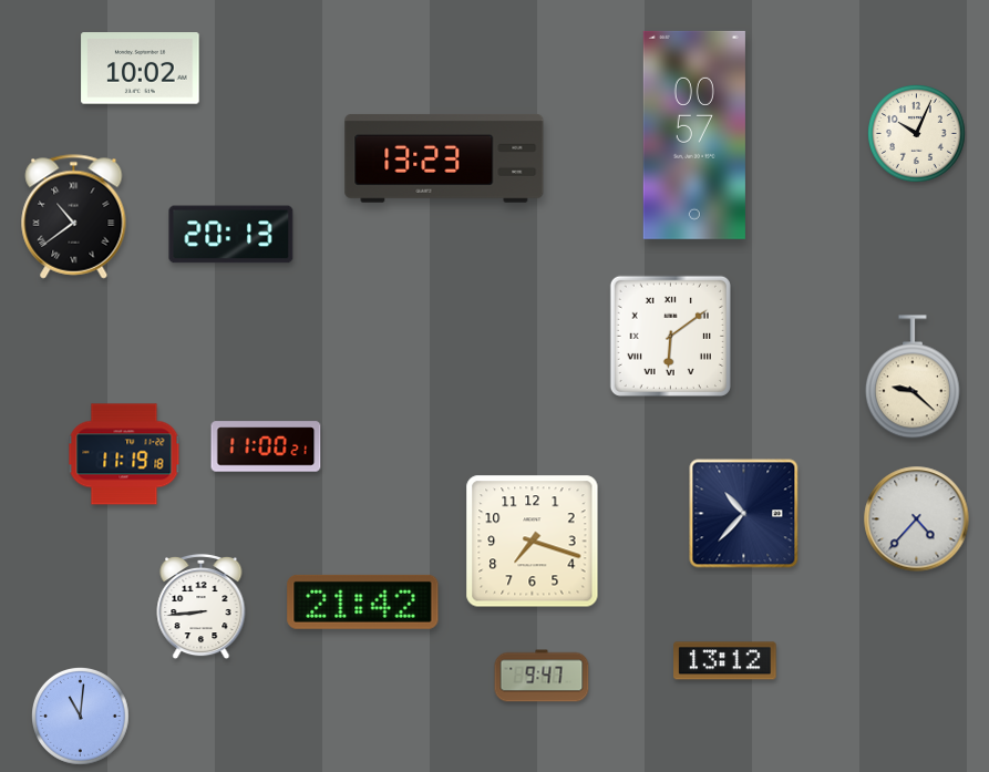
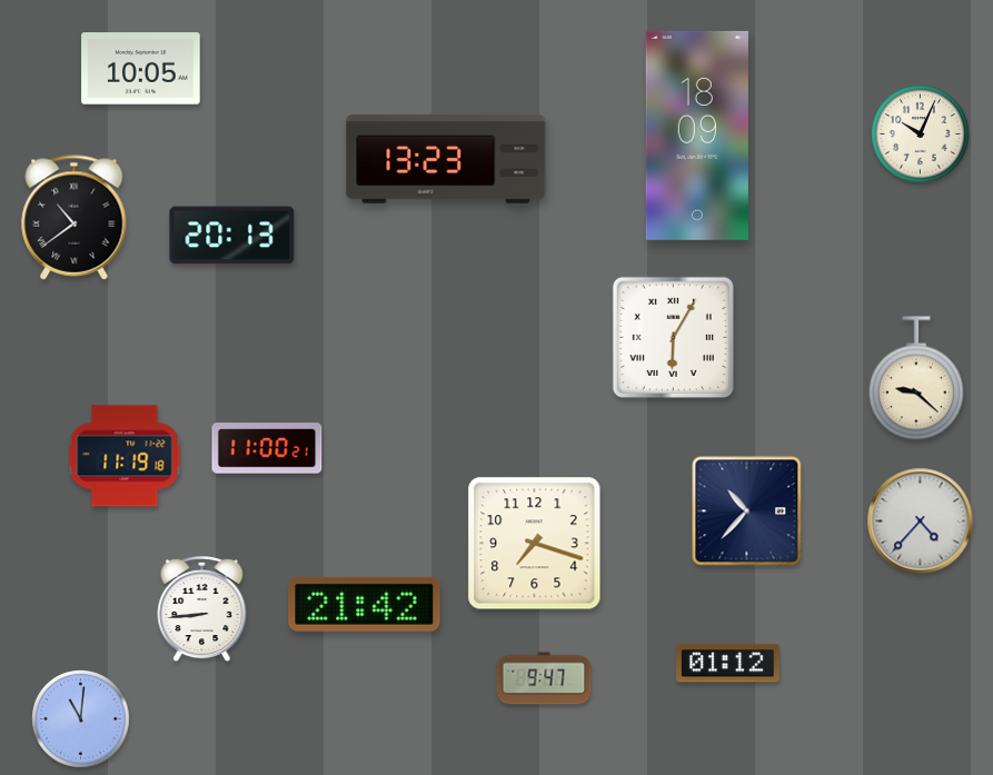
clock at (141, 69): 10:02 -> 10:05
clock at (694, 135): 00:57 -> 18:09
clock at (670, 336): 6:09 -> 6:05
clock at (744, 514) position: (744, 514) -> (747, 511)
clock at (725, 661): 13:12 -> 01:12
